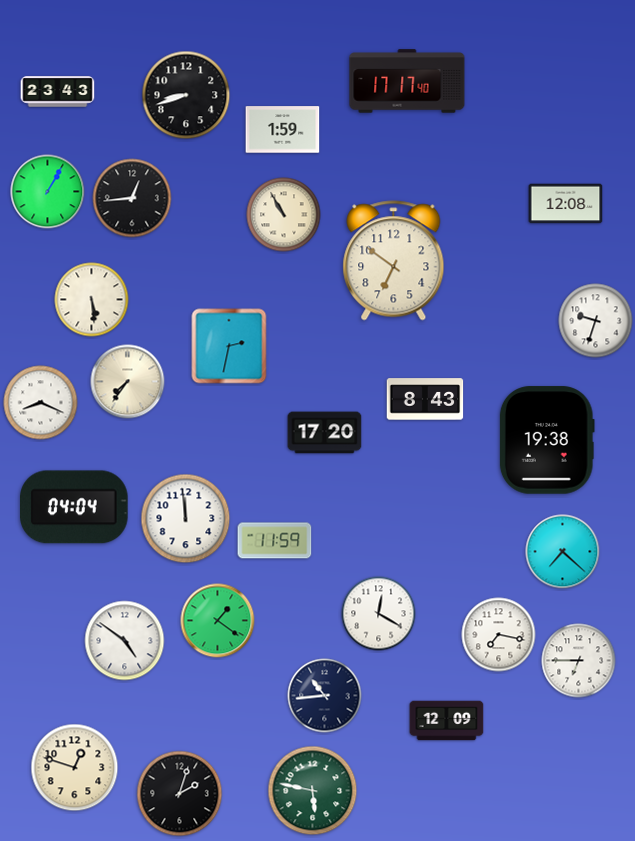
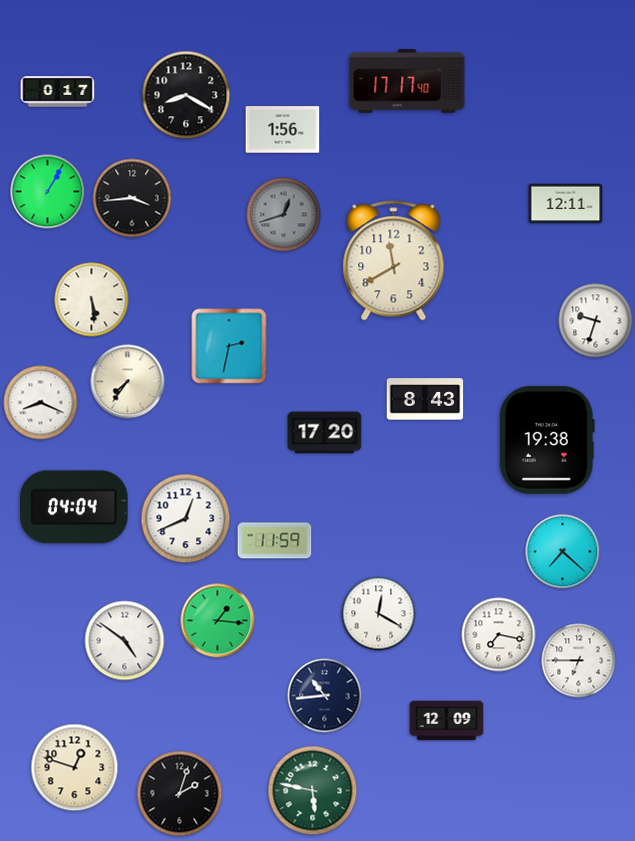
clock at (58, 92): 23:43 -> 0:17
clock at (186, 95): 8:42 -> 8:20
clock at (283, 130): 1:59 -> 1:56
clock at (132, 198): 12:44 -> 3:44
clock at (566, 204): 12:08 -> 12:11
clock at (284, 215): 10:55 -> 12:42
clock at (284, 215) dial: cream -> grey
clock at (394, 261): 6:51 -> 11:40
clock at (186, 519): 11:59 -> 12:41
clock at (218, 621): 1:21 -> 1:16
